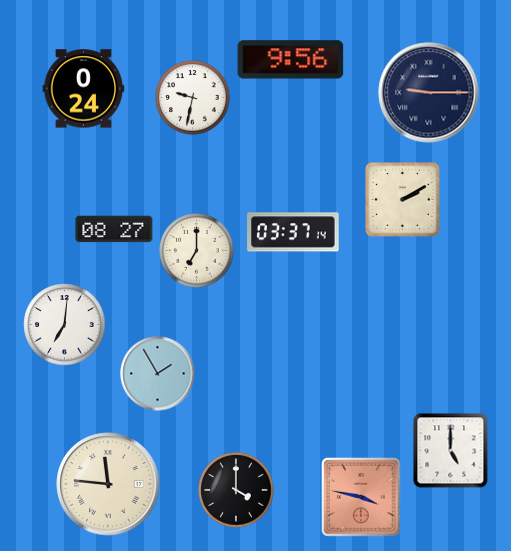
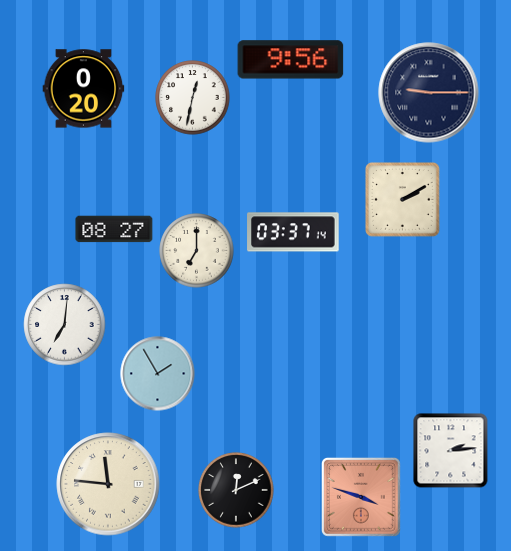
clock at (84, 89): 0:24 -> 0:20
clock at (193, 98): 9:32 -> 12:32
clock at (451, 451): 5:00 -> 2:14
clock at (236, 490): 4:00 -> 12:11
clock at (361, 497): 3:47 -> 3:48
